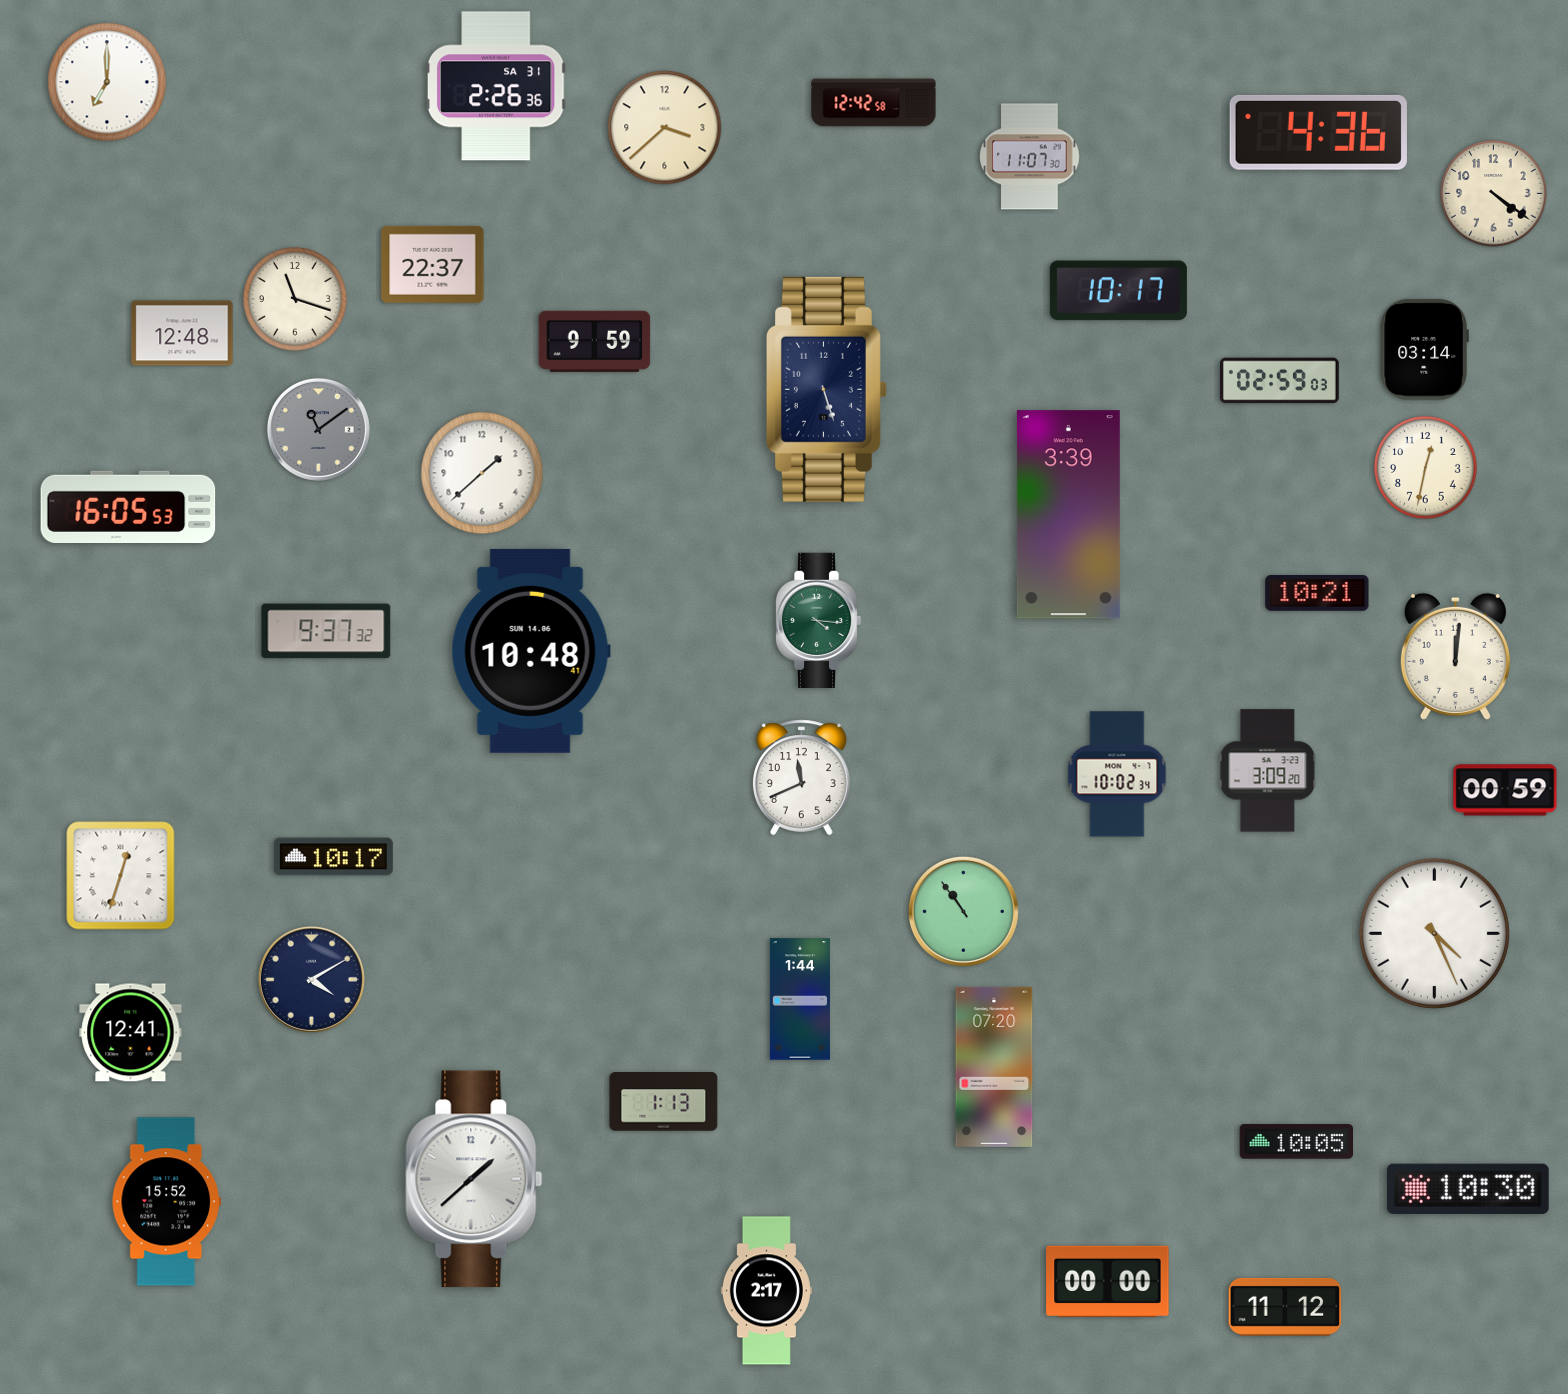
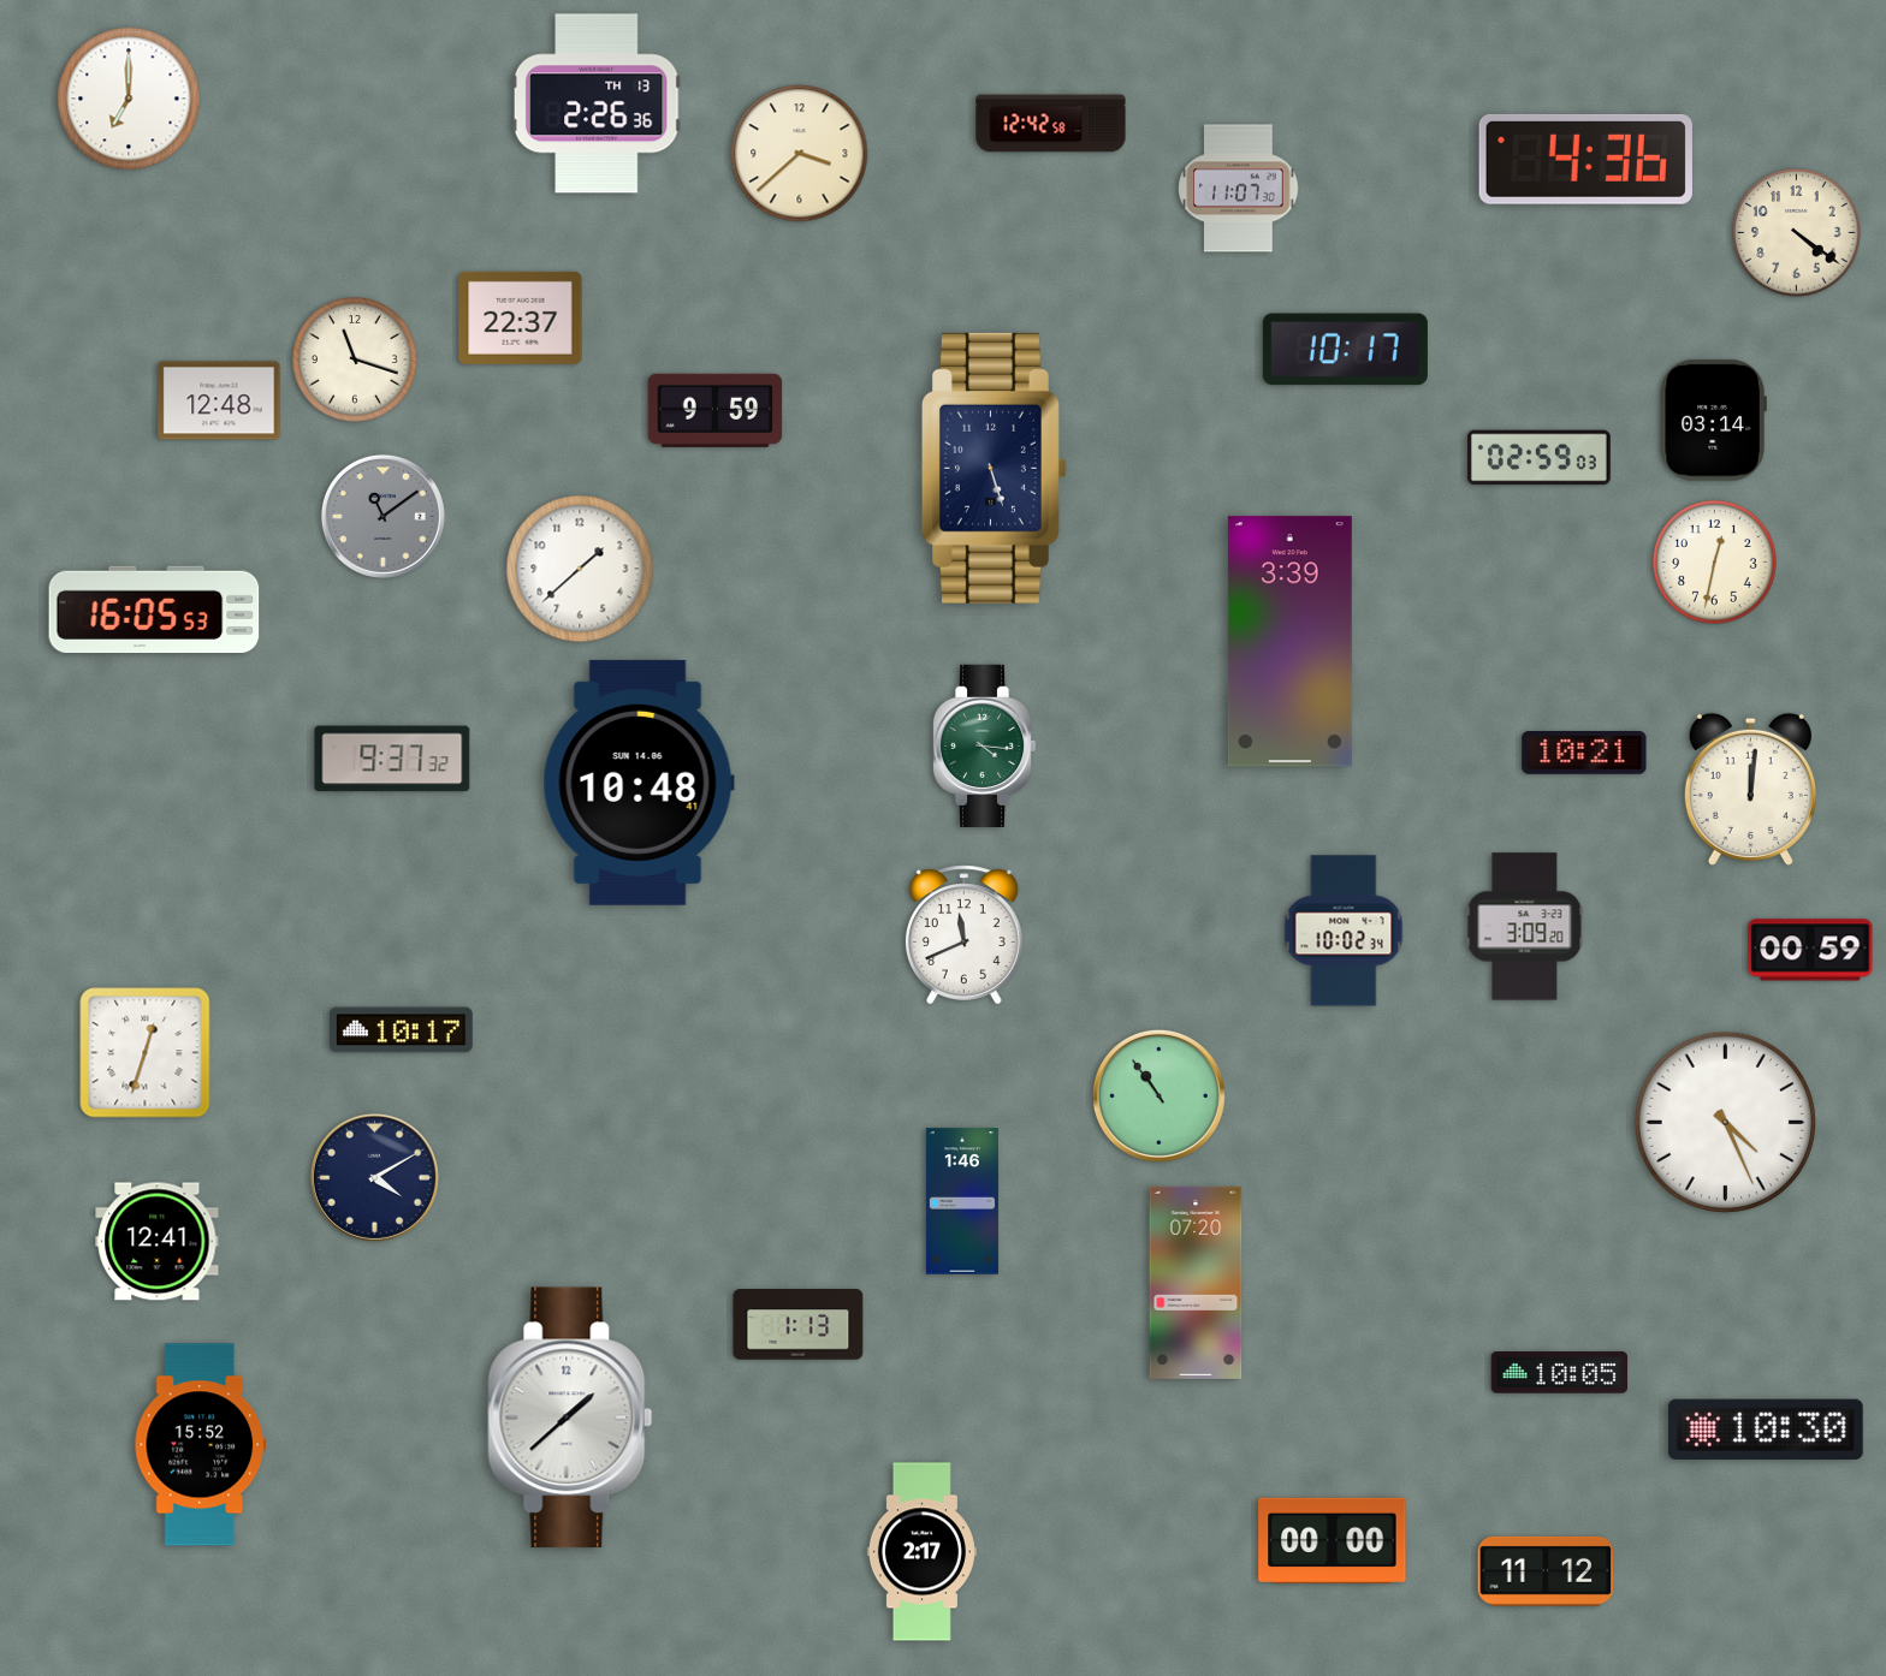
clock at (496, 86) date: SA 31 -> TH 13
clock at (1068, 515) position: (1068, 515) -> (1289, 642)
clock at (1317, 594) position: (1317, 594) -> (1584, 754)
clock at (800, 999): 1:44 -> 1:46
